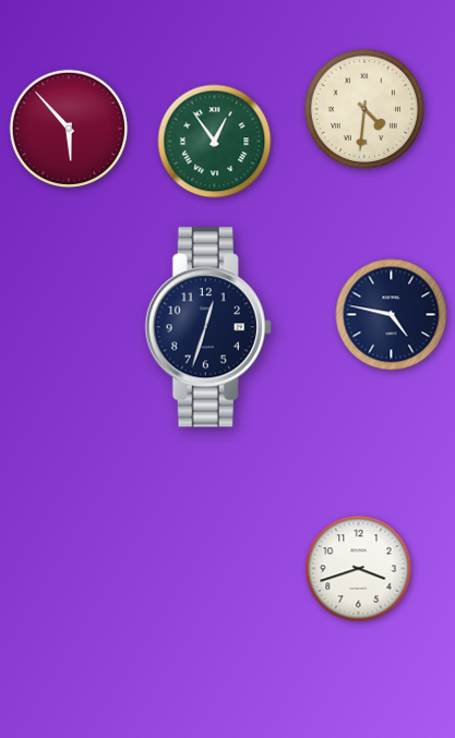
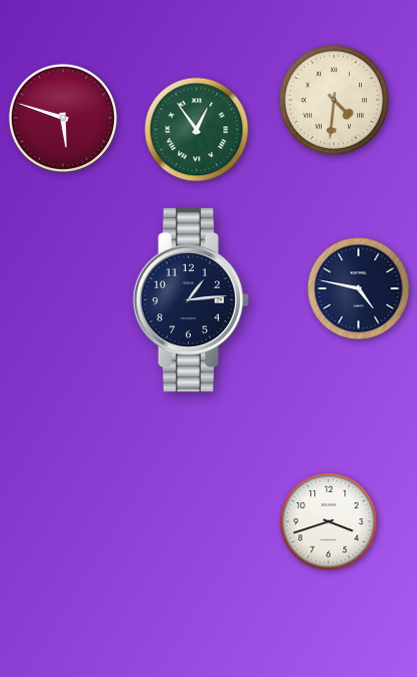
clock at (69, 129): 5:53 -> 5:48
clock at (208, 327): 12:33 -> 1:14
